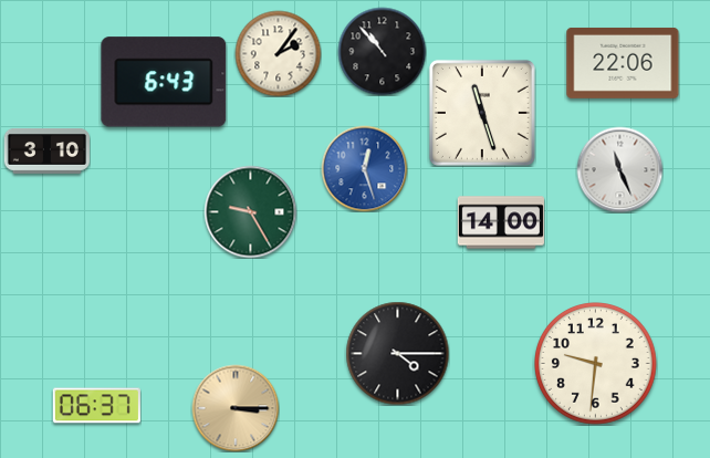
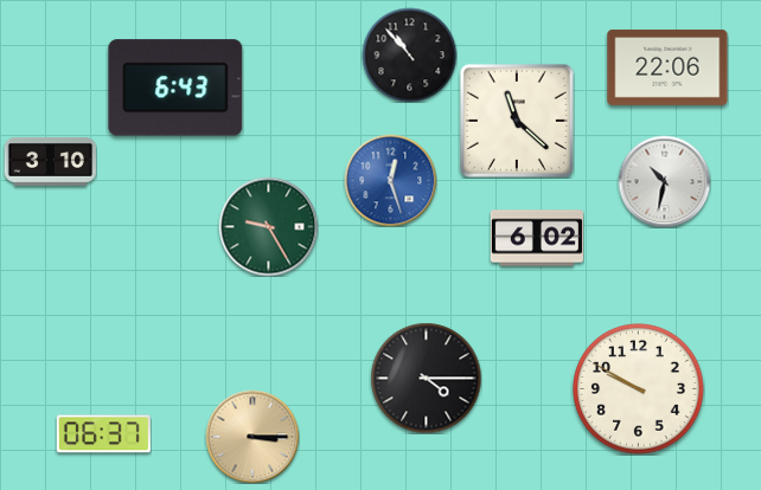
clock at (278, 53): 2:06 -> none
clock at (482, 113): 11:27 -> 11:22
clock at (619, 169): 11:26 -> 10:32
clock at (501, 222): 14:00 -> 6:02
clock at (596, 364): 9:31 -> 9:50
